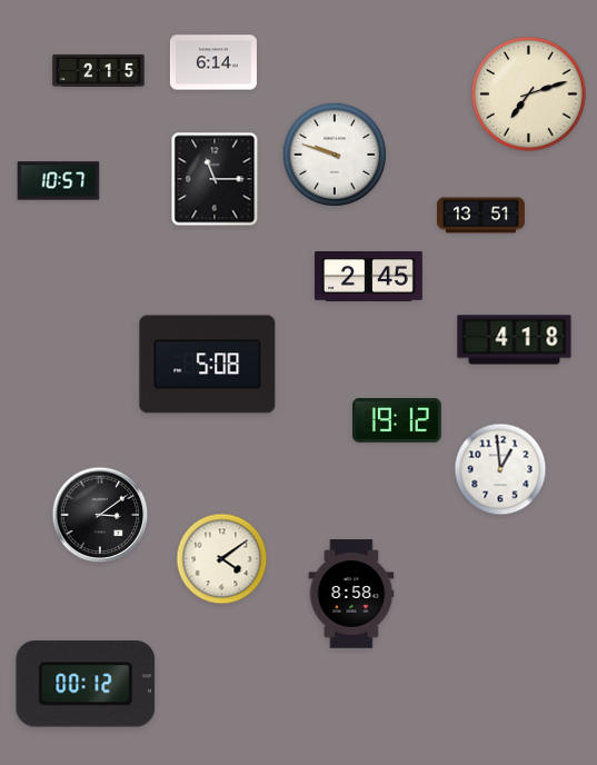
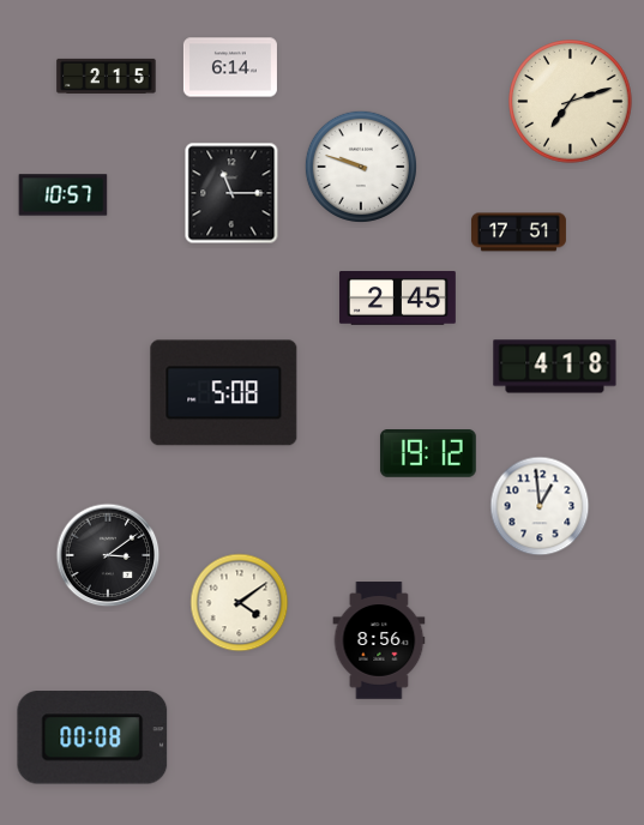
clock at (480, 216): 13:51 -> 17:51
clock at (351, 594): 8:58 -> 8:56
clock at (86, 684): 00:12 -> 00:08
